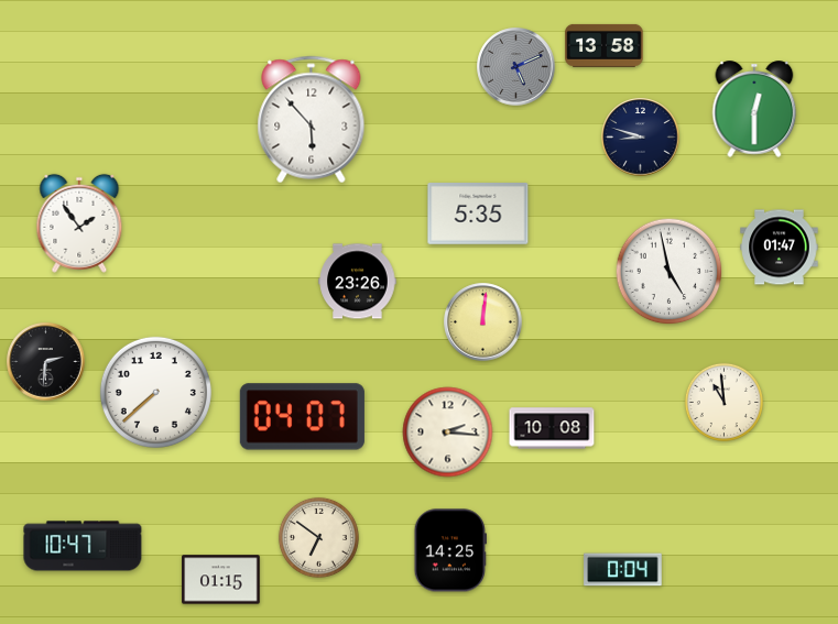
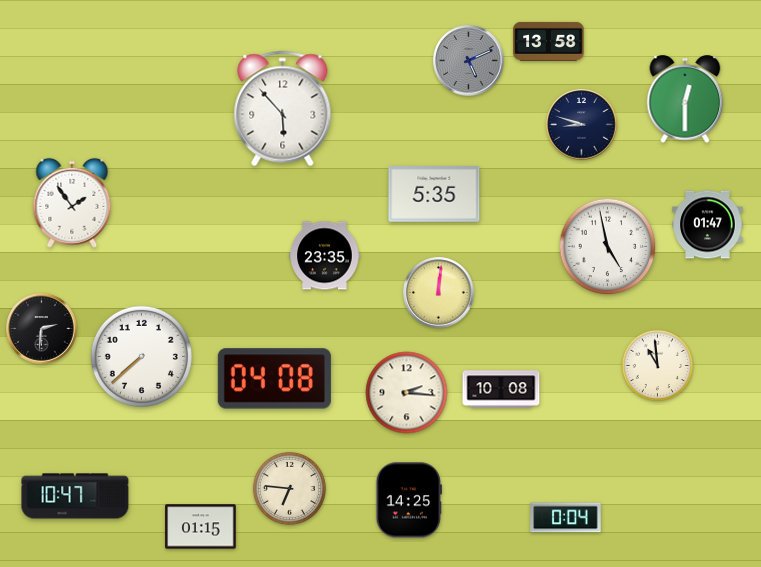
clock at (358, 282): 23:26 -> 23:35
clock at (302, 417): 04:07 -> 04:08
clock at (318, 537): 6:51 -> 6:46
